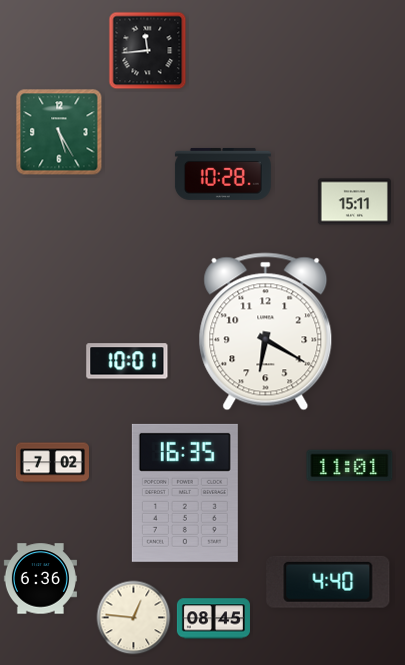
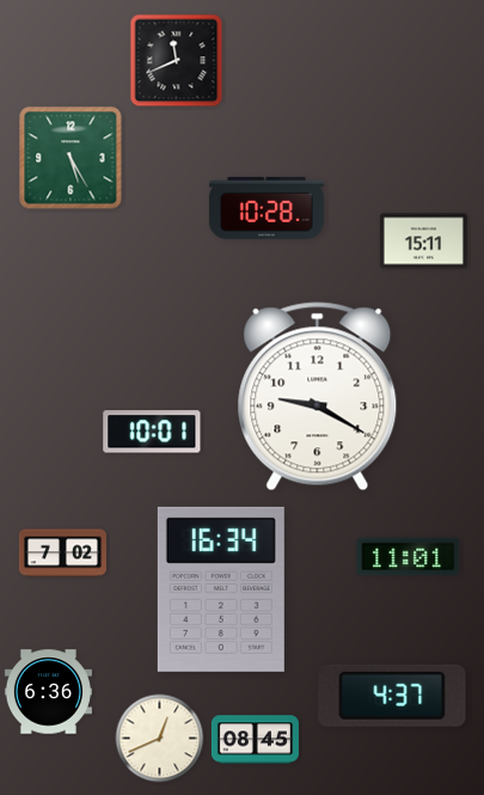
clock at (148, 51): 11:44 -> 11:41
clock at (266, 332): 6:20 -> 9:20
clock at (350, 466) position: (350, 466) -> (409, 557)
clock at (185, 493): 16:35 -> 16:34
clock at (328, 582): 4:40 -> 4:37
clock at (134, 618): 12:46 -> 12:41
